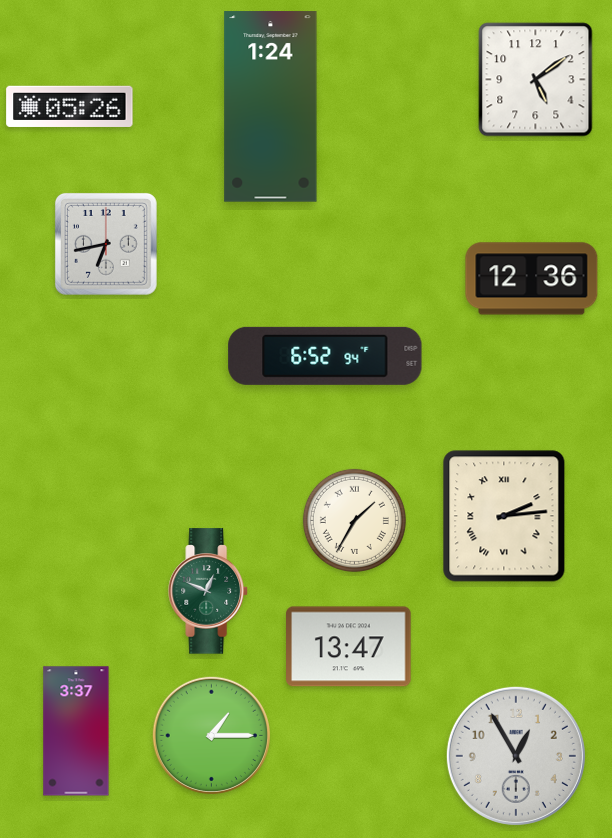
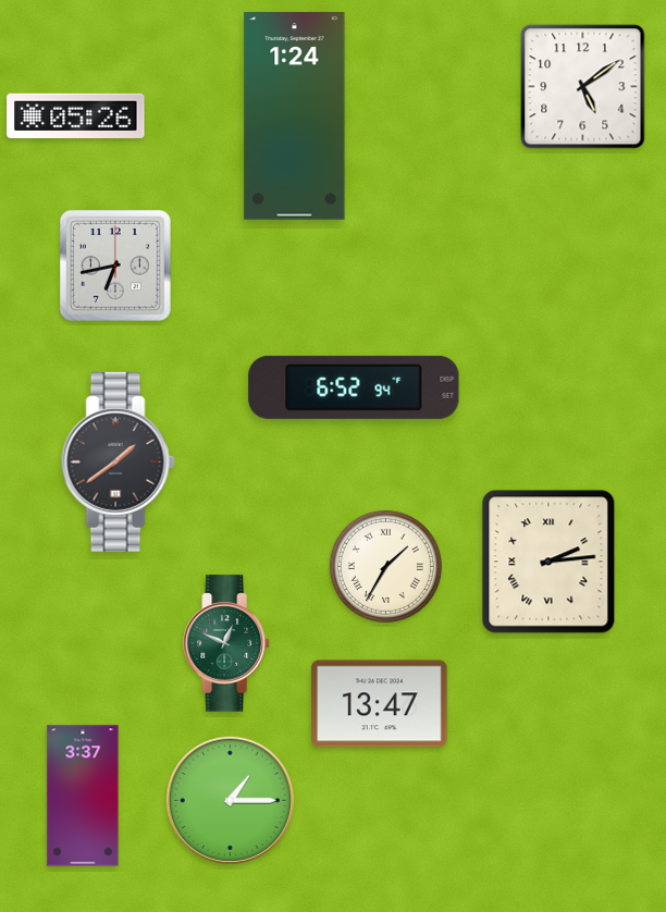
clock at (532, 279): 12:36 -> none
clock at (118, 461): none -> 1:39
clock at (516, 756): 12:55 -> none
